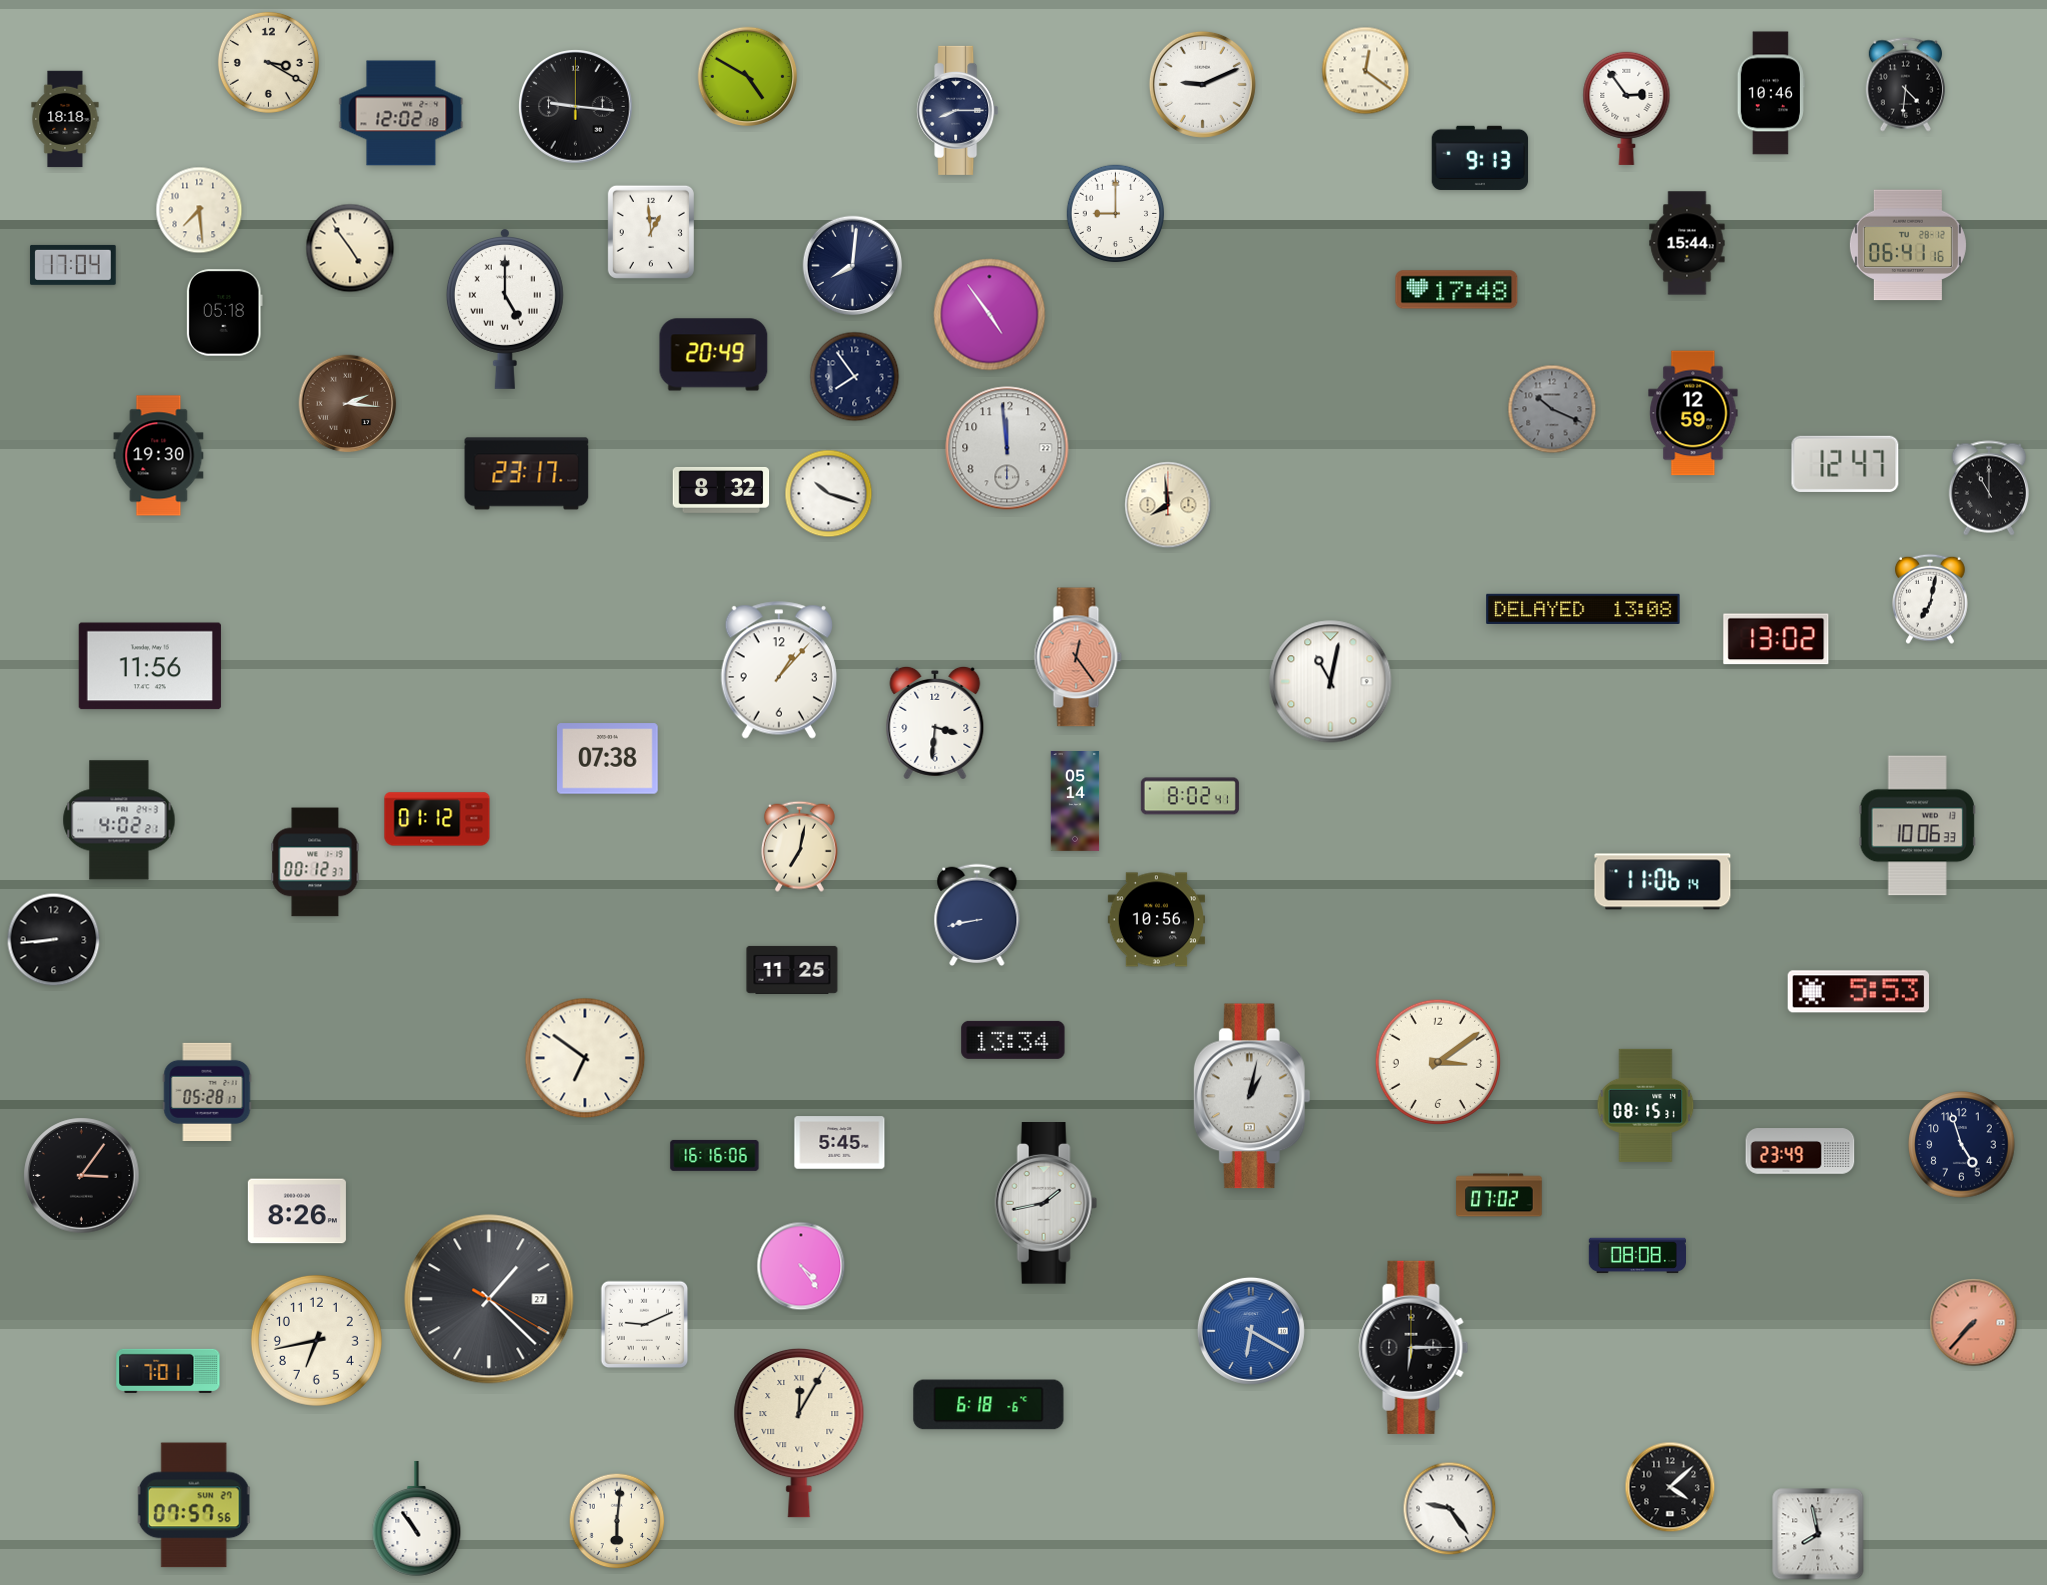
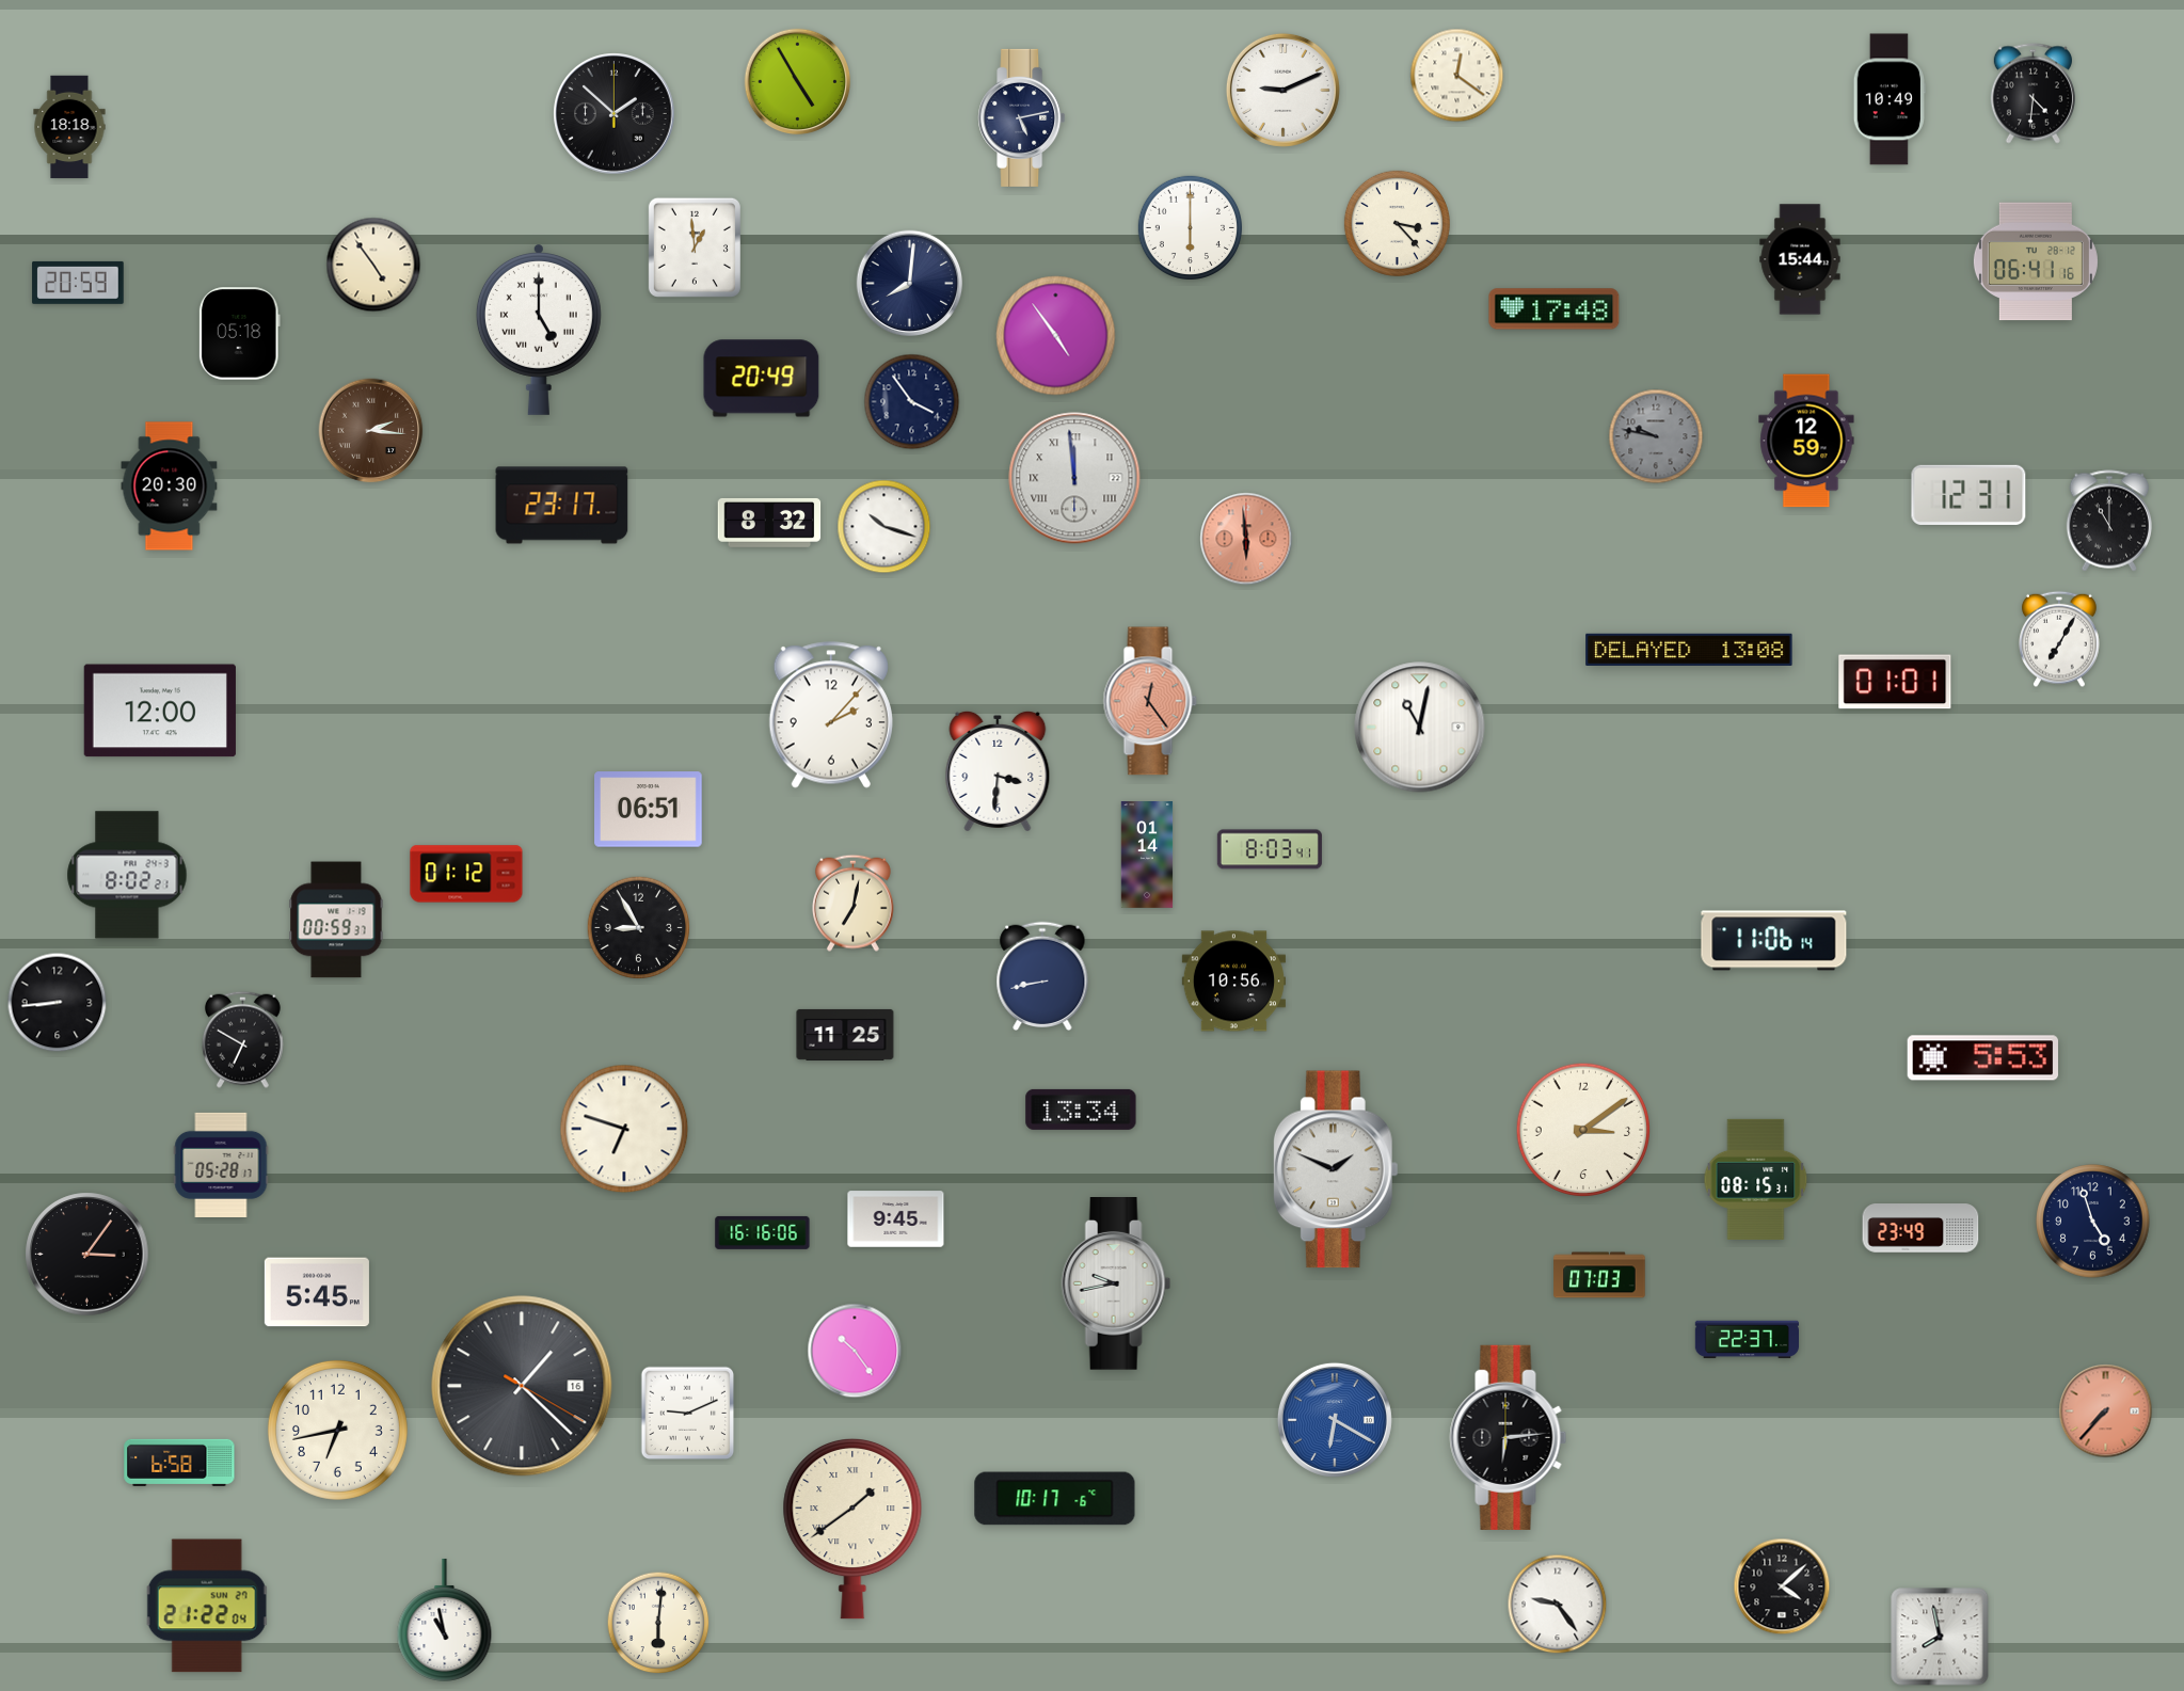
clock at (268, 62): 3:20 -> none
clock at (748, 77): 4:50 -> 4:55
clock at (1905, 85) position: (1905, 85) -> (2032, 94)
clock at (1771, 93): 10:46 -> 10:49
clock at (576, 107): 9:16 -> 1:52
clock at (1627, 108): 2:54 -> none
clock at (958, 110): 8:15 -> 5:13
clock at (401, 113): 12:02 -> none
clock at (1480, 158): 9:13 -> none
clock at (1397, 223): none -> 3:23
clock at (199, 210): 7:29 -> none
clock at (1115, 213): 9:00 -> 6:00
clock at (73, 265): 17:04 -> 20:59
clock at (855, 377): 7:54 -> 3:54
clock at (1552, 409): 10:19 -> 9:47
clock at (1007, 448) numerals: Arabic -> Roman
clock at (159, 456): 19:30 -> 20:30
clock at (1845, 464): 12:47 -> 12:31
clock at (1988, 488) position: (1988, 488) -> (2108, 521)
clock at (1168, 505): 7:59 -> 5:59
clock at (1168, 505) dial: cream -> salmon
clock at (1931, 599): 7:02 -> 7:05
clock at (1776, 639): 13:02 -> 01:01
clock at (150, 666): 11:56 -> 12:00
clock at (779, 670): 1:07 -> 2:07
clock at (608, 759): 07:38 -> 06:51
clock at (1190, 796): 8:02 -> 8:03
clock at (1075, 802): 05:14 -> 01:14
clock at (119, 820): 4:02 -> 8:02
clock at (1917, 826): 10:06 -> none
clock at (315, 862): 00:12 -> 00:59
clock at (639, 928): none -> 8:55
clock at (242, 1039): none -> 6:50
clock at (585, 1058): 6:51 -> 6:48
clock at (1438, 1062) position: (1438, 1062) -> (1583, 1130)
clock at (1252, 1096): 1:02 -> 1:49
clock at (840, 1143): 5:45 -> 9:45
clock at (1499, 1195): 07:02 -> 07:03
clock at (1046, 1204): 1:43 -> 9:43
clock at (297, 1211): 8:26 -> 5:45
clock at (1637, 1256): 08:08 -> 22:37
clock at (801, 1266): 4:24 -> 10:24
clock at (489, 1299) date: 27 -> 16
clock at (1414, 1347): 6:15 -> 6:14
clock at (168, 1371): 7:01 -> 6:58
clock at (989, 1405): 6:18 -> 10:17
clock at (799, 1433): 12:05 -> 1:39
clock at (194, 1505): 07:57 -> 21:22
clock at (1450, 1509) position: (1450, 1509) -> (1558, 1605)
clock at (417, 1518): 10:54 -> 10:58
